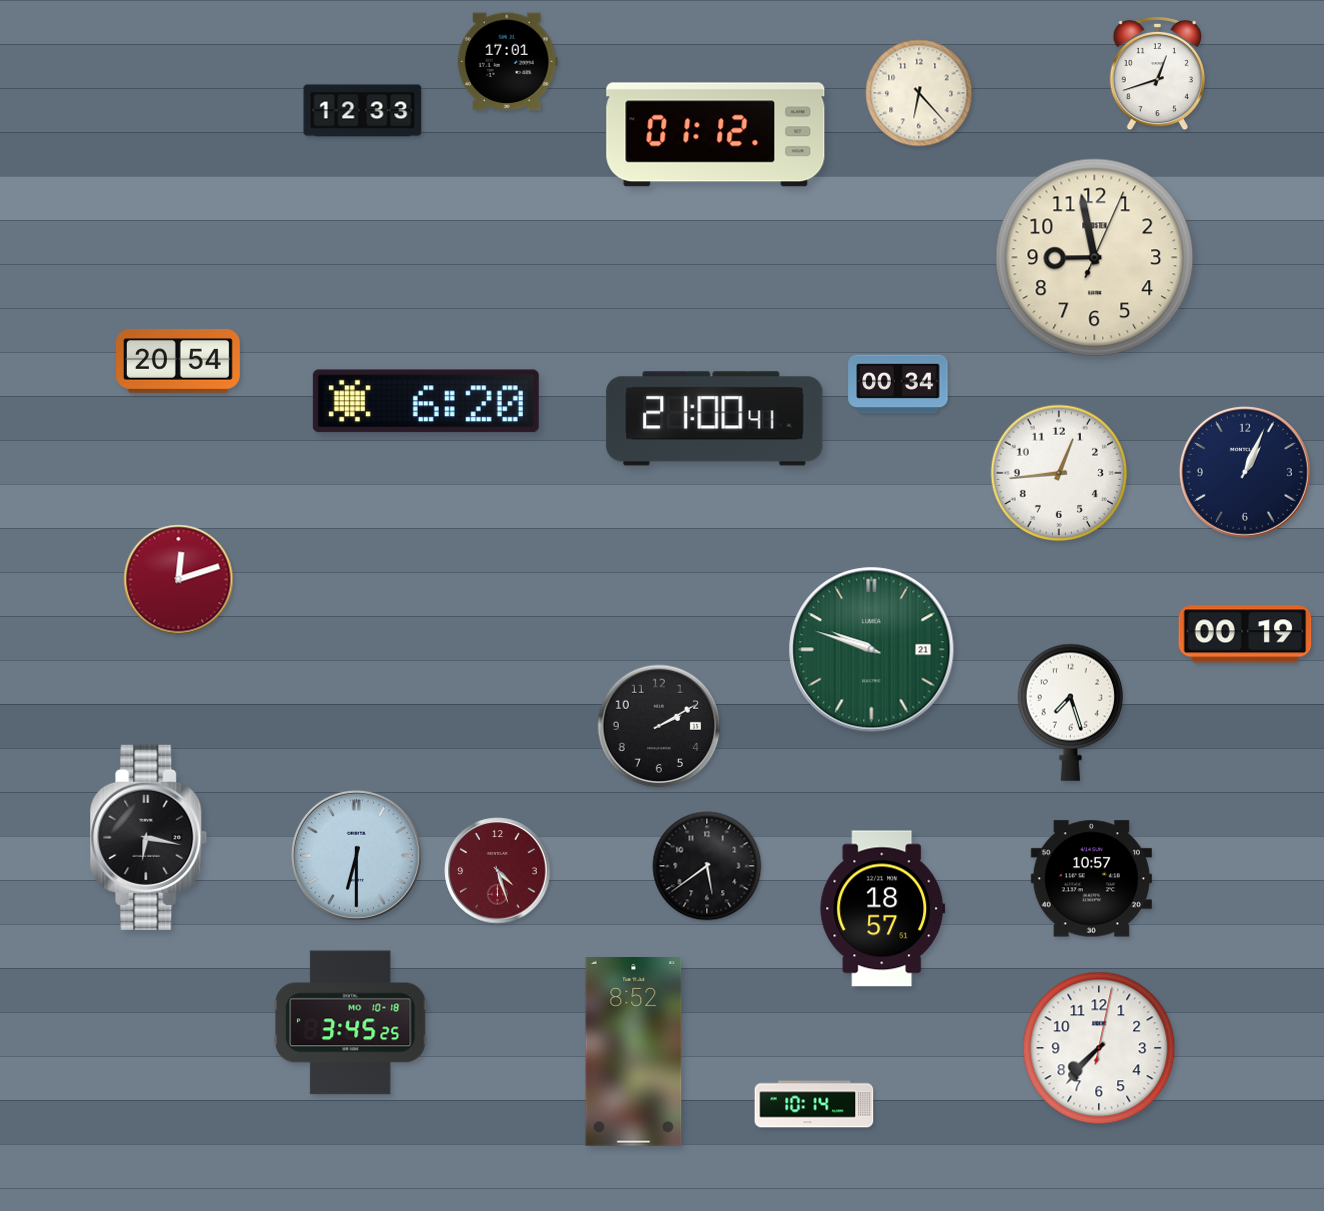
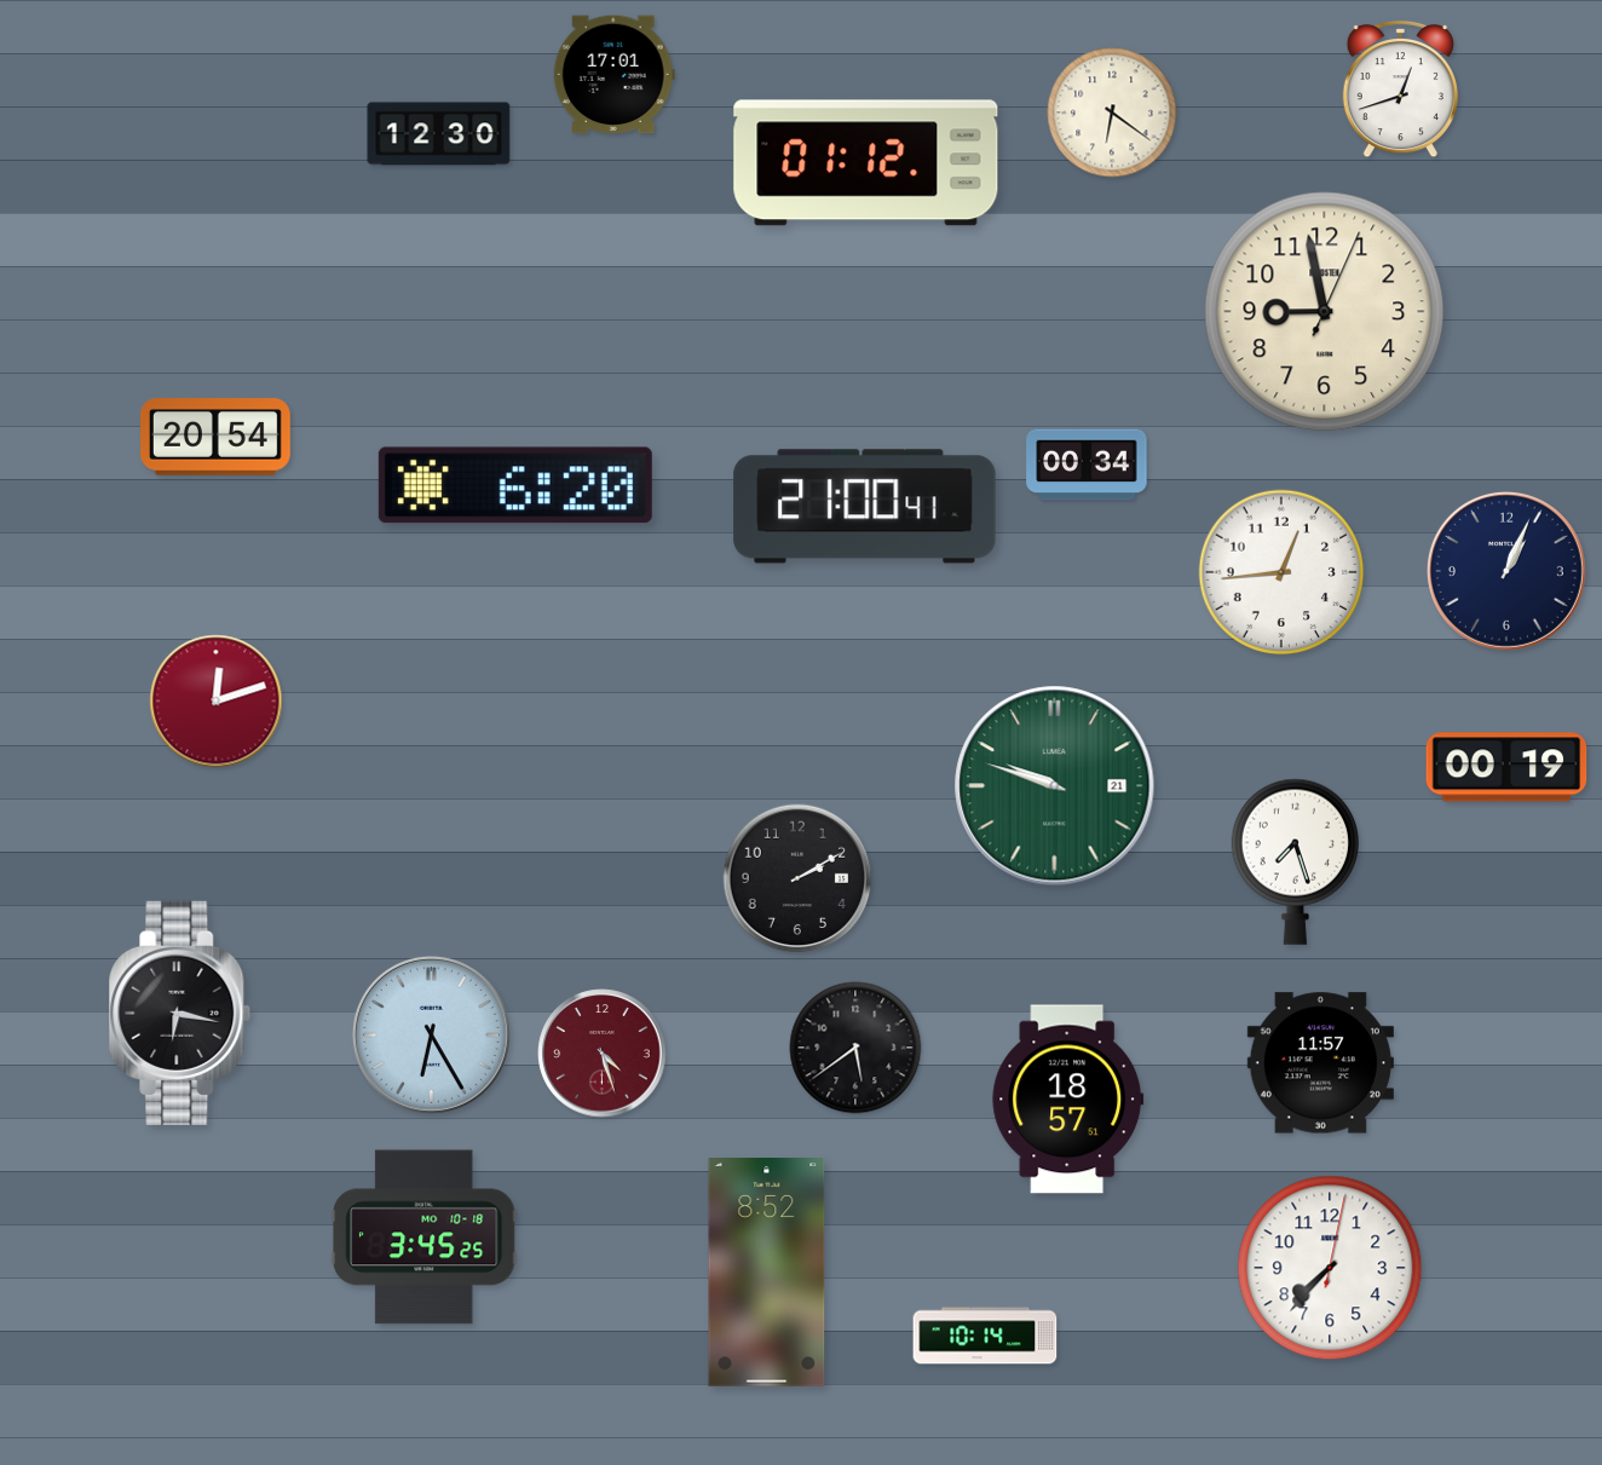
clock at (919, 93): 6:23 -> 6:21
clock at (363, 111): 12:33 -> 12:30
clock at (356, 855): 6:30 -> 6:25
clock at (1091, 879): 10:57 -> 11:57
